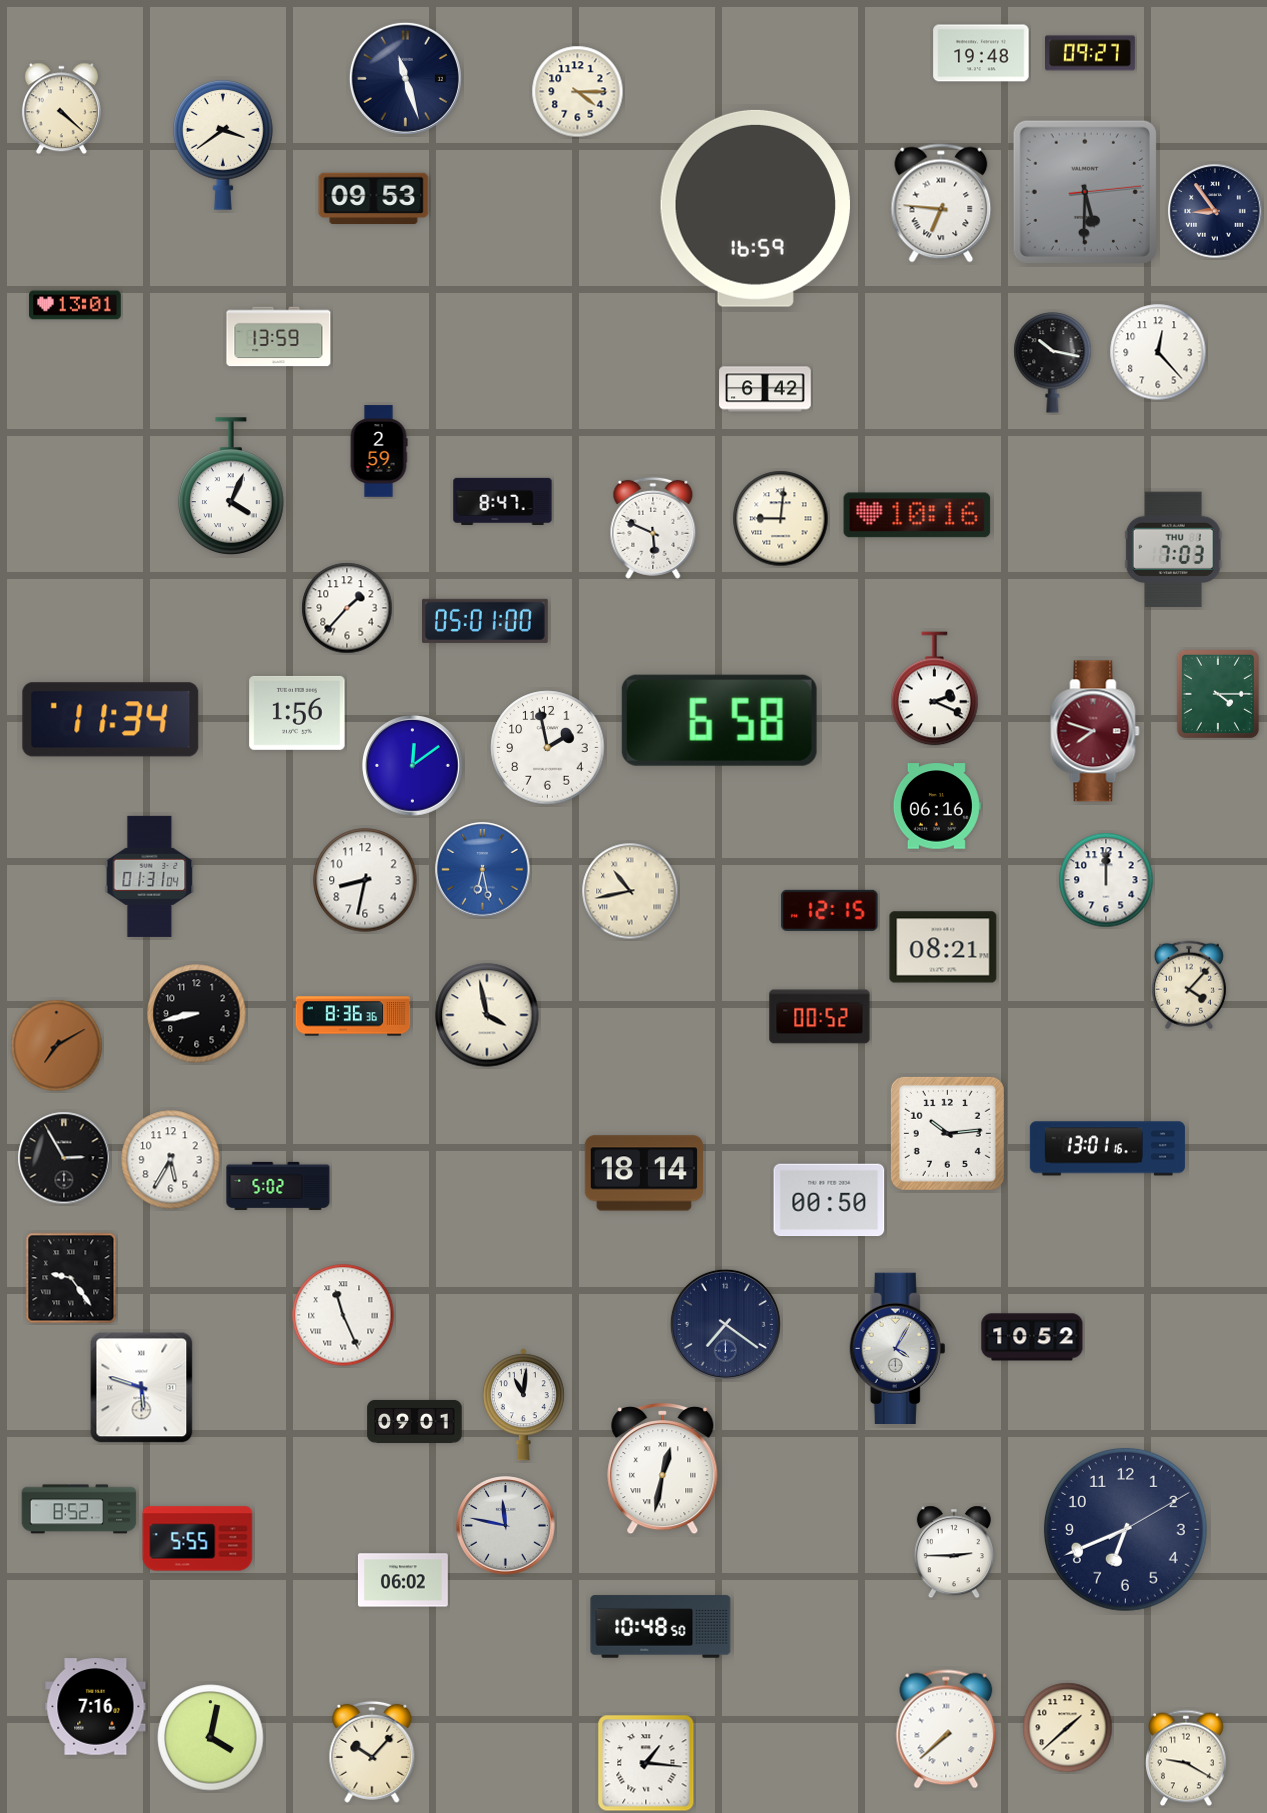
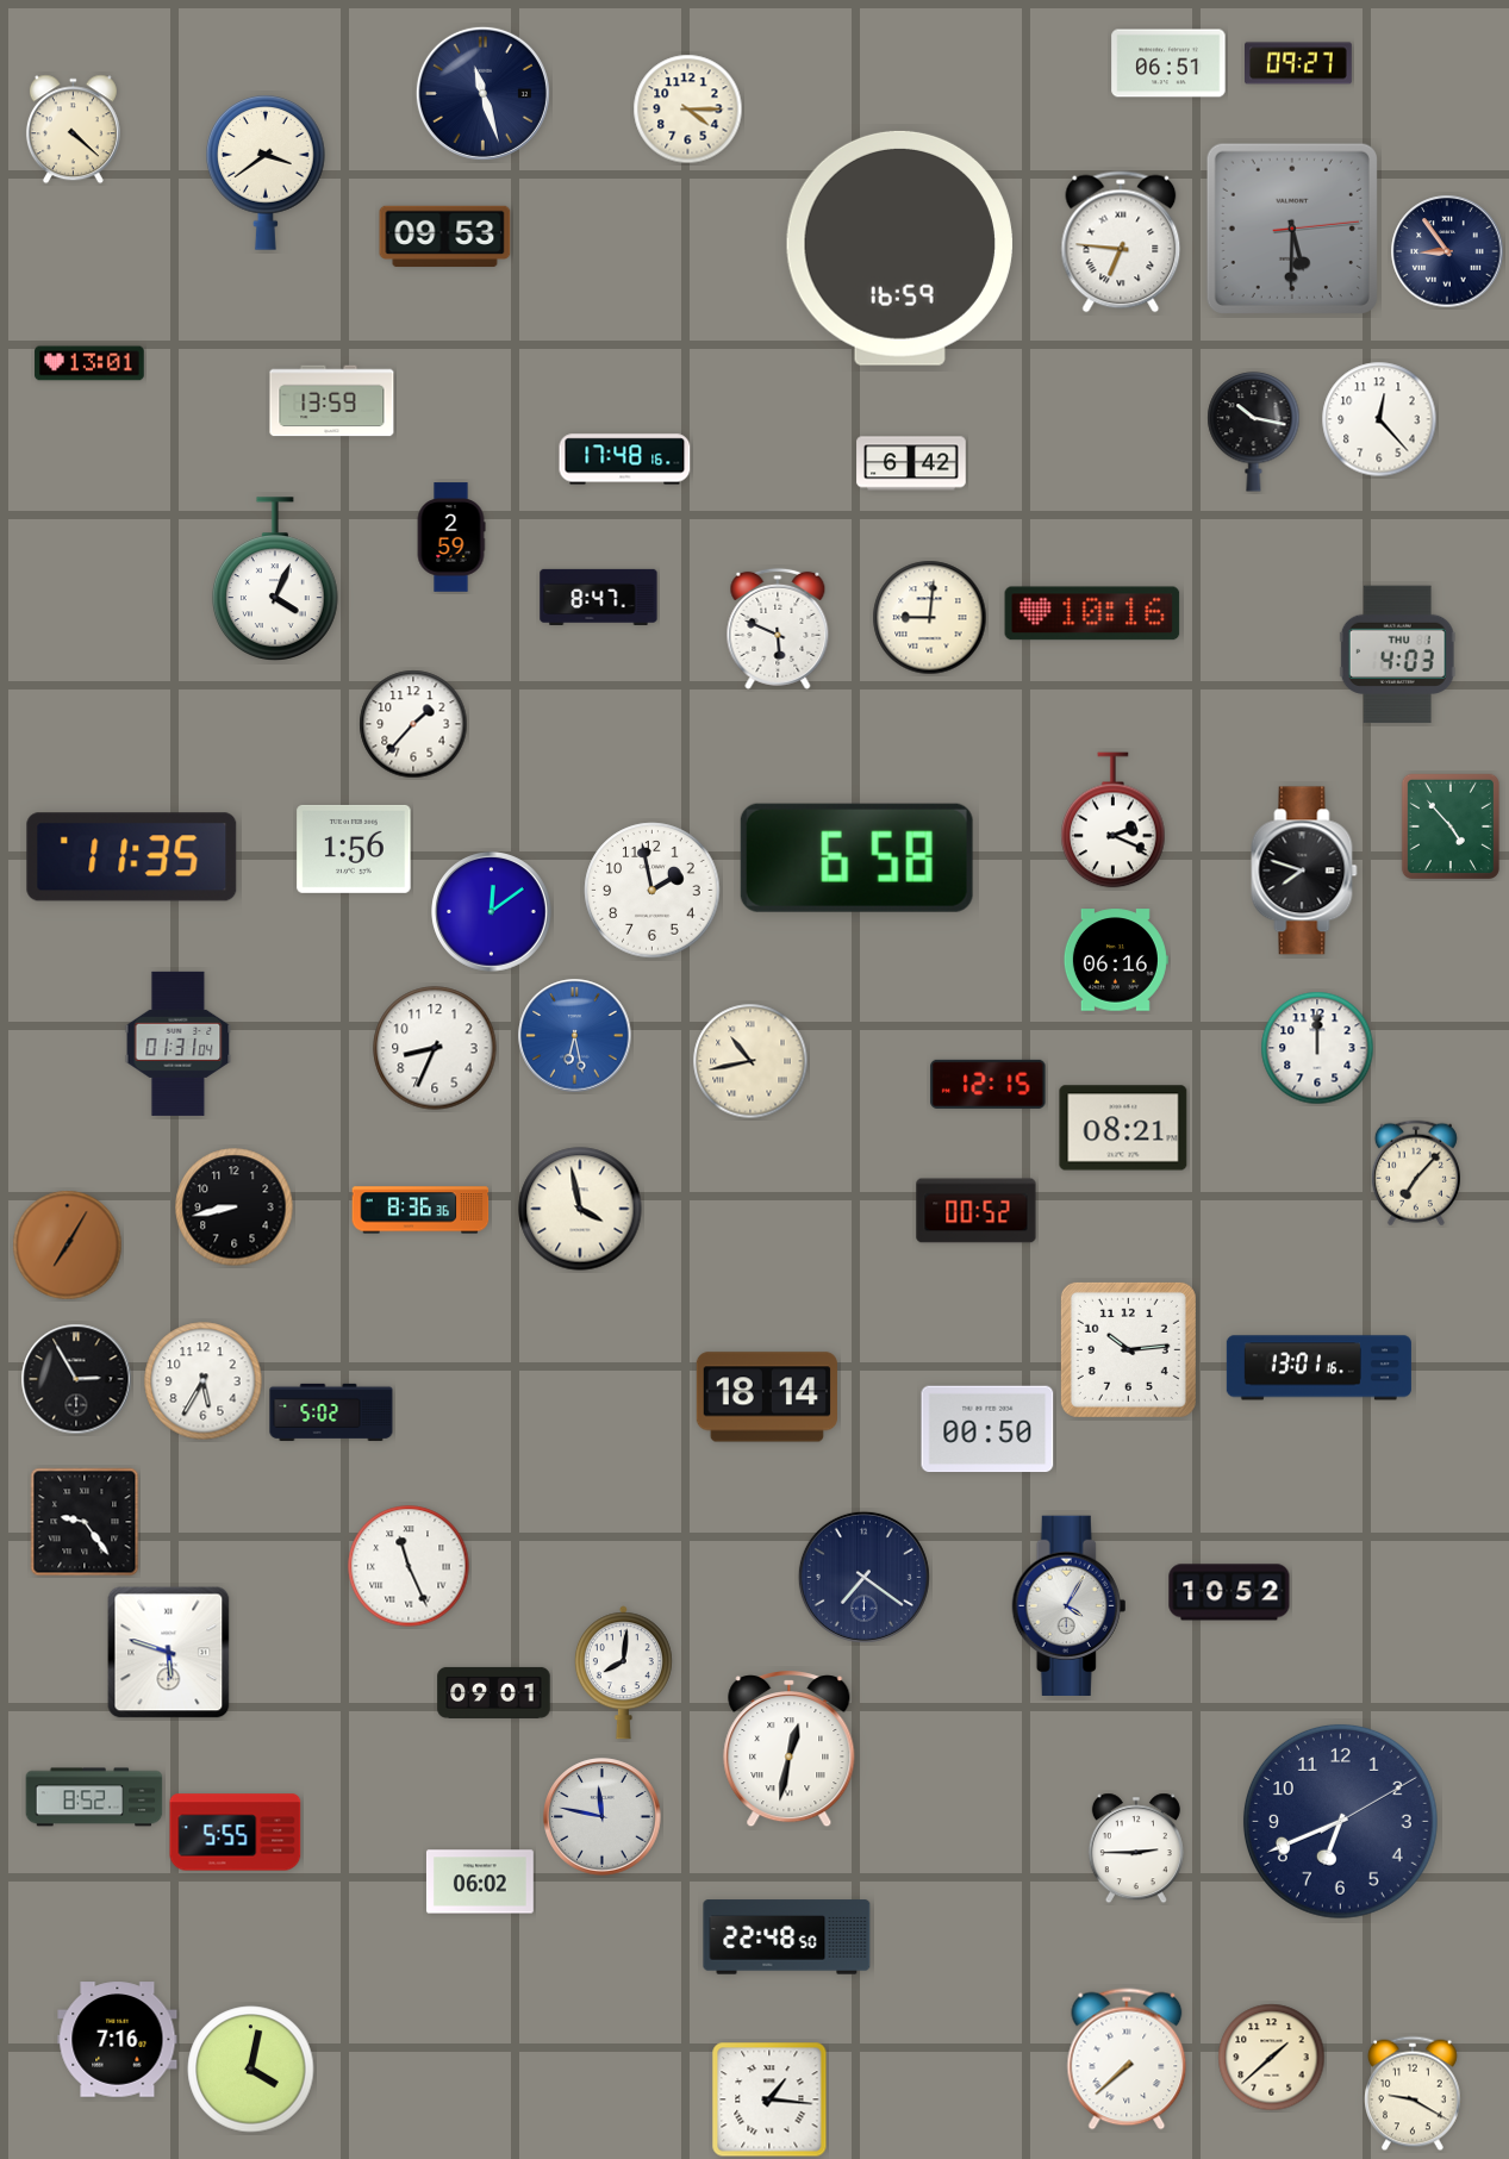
clock at (981, 53): 19:48 -> 06:51
clock at (625, 460): none -> 17:48
clock at (1173, 550): 7:03 -> 4:03
clock at (486, 621): 05:01 -> none
clock at (1217, 693): 4:15 -> 4:53
clock at (111, 720): 11:34 -> 11:35
clock at (1095, 731) dial: burgundy -> black
clock at (365, 880): 8:32 -> 8:34
clock at (1189, 985): 4:07 -> 7:07
clock at (57, 1046): 7:10 -> 7:05
clock at (523, 1405): 11:01 -> 8:01
clock at (661, 1627): 10:48 -> 22:48
clock at (96, 1707) position: (96, 1707) -> (118, 2040)
clock at (372, 1752): 10:07 -> none
